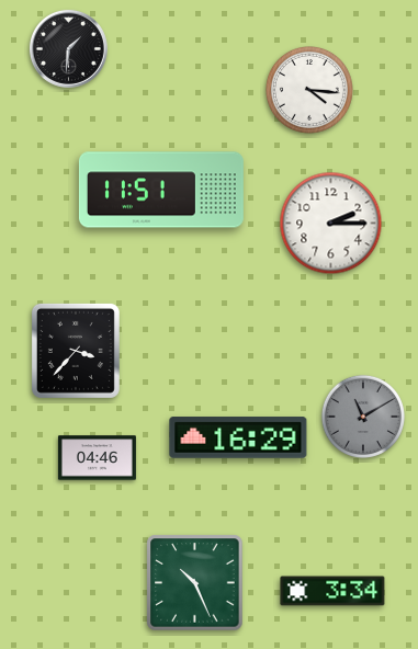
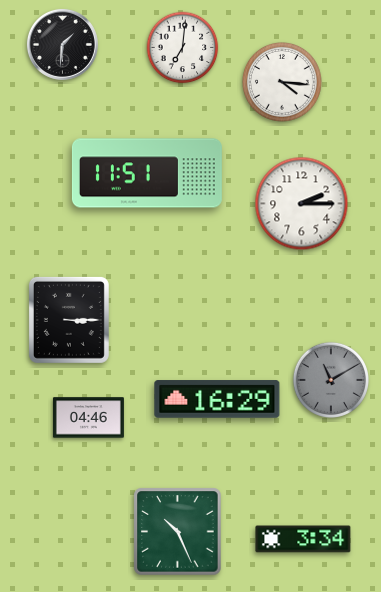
clock at (183, 48): none -> 7:01
clock at (76, 351): 3:37 -> 3:15
